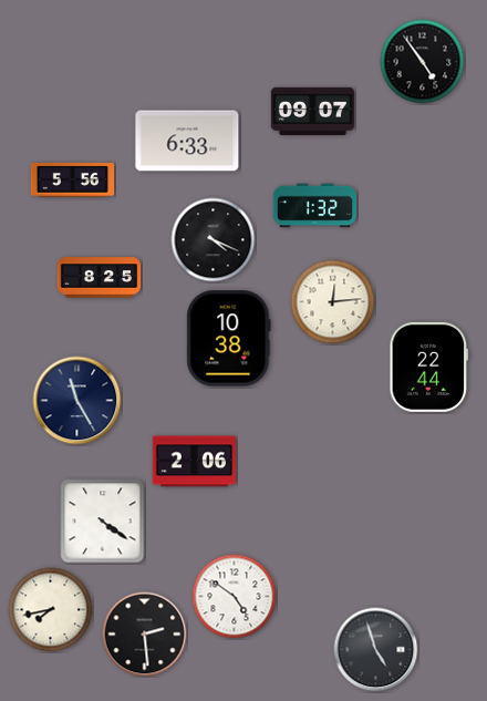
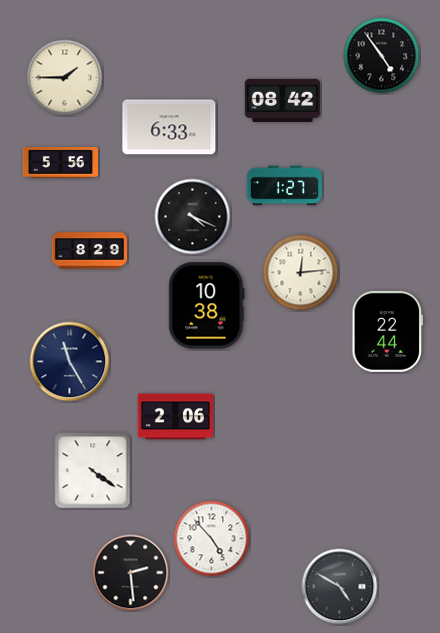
clock at (65, 78): none -> 1:45
clock at (313, 111): 09:07 -> 08:42
clock at (73, 181) position: (73, 181) -> (61, 163)
clock at (314, 206): 1:32 -> 1:27
clock at (100, 278): 8:25 -> 8:29
clock at (235, 597): 4:51 -> 4:53
clock at (51, 610): 7:43 -> none
clock at (376, 650): 4:57 -> 4:50
